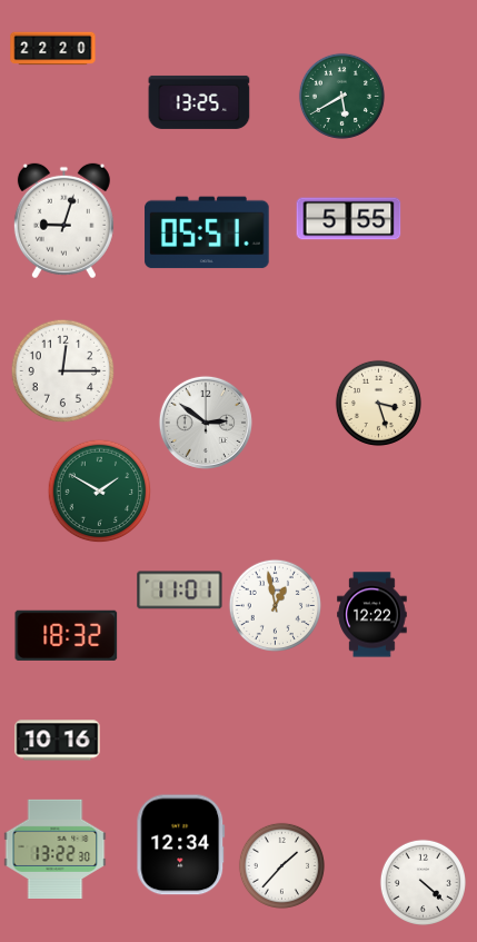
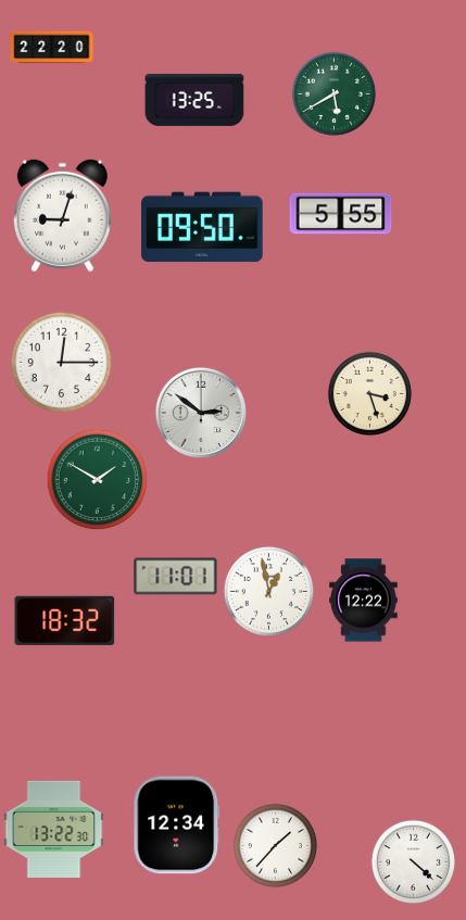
clock at (207, 232): 05:51 -> 09:50
clock at (58, 741): 10:16 -> none
